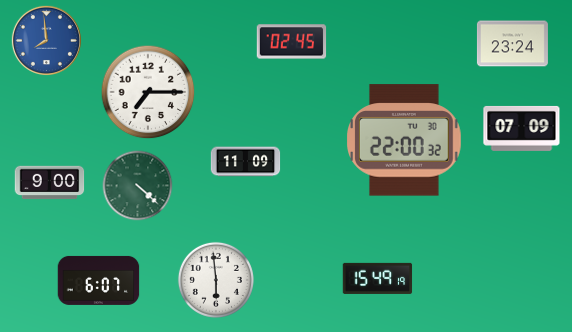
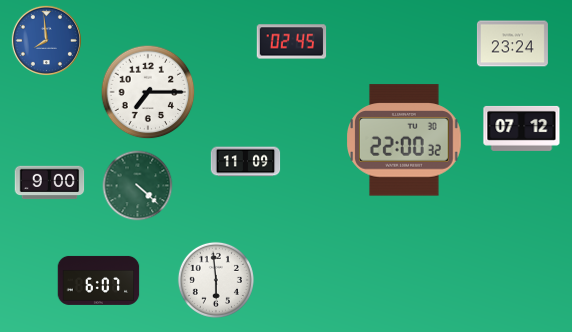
clock at (522, 128): 07:09 -> 07:12
clock at (378, 278): 15:49 -> none
